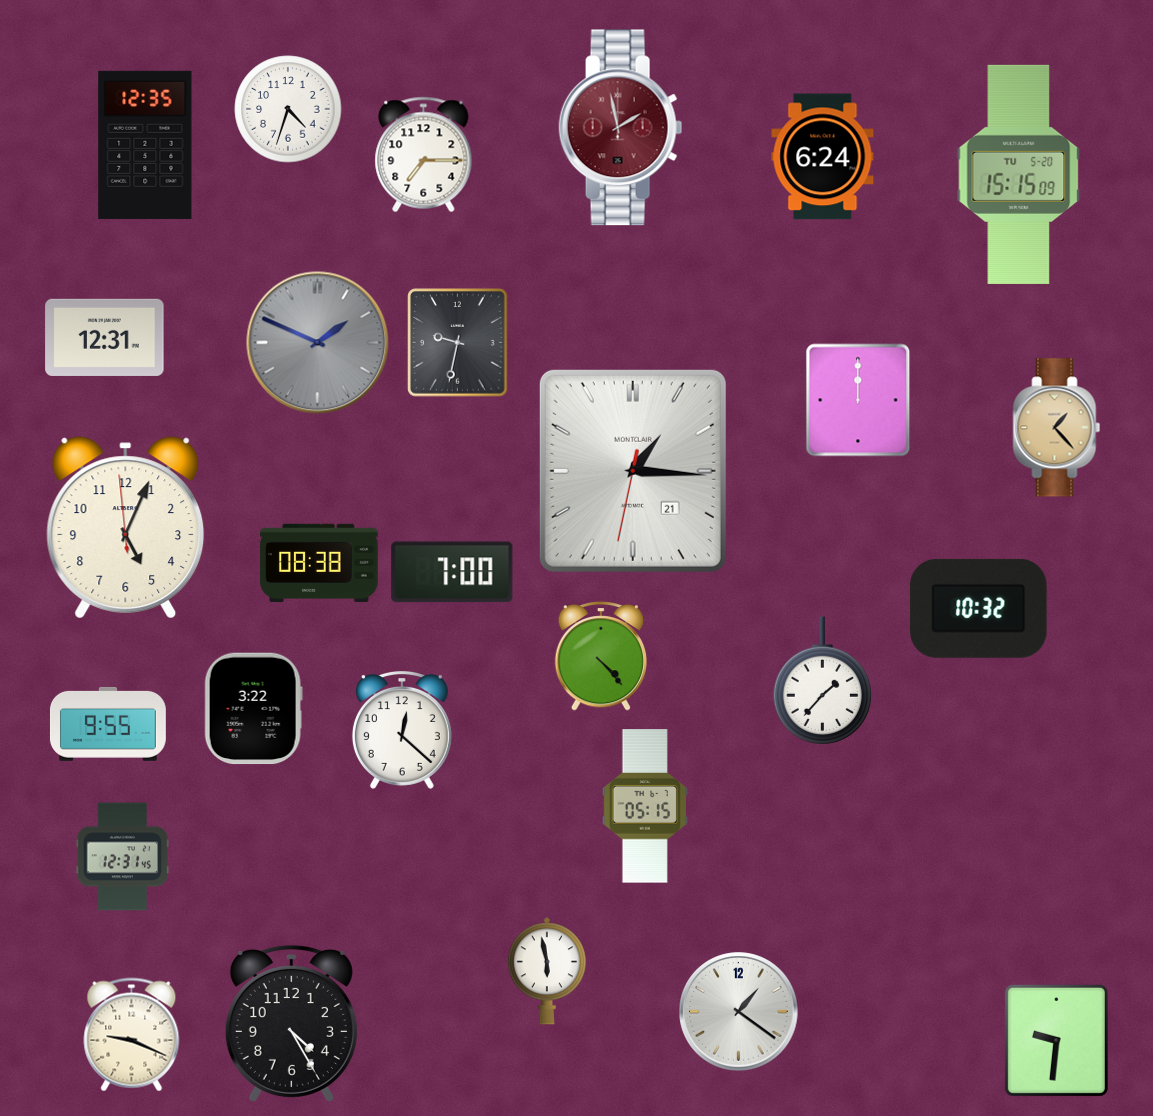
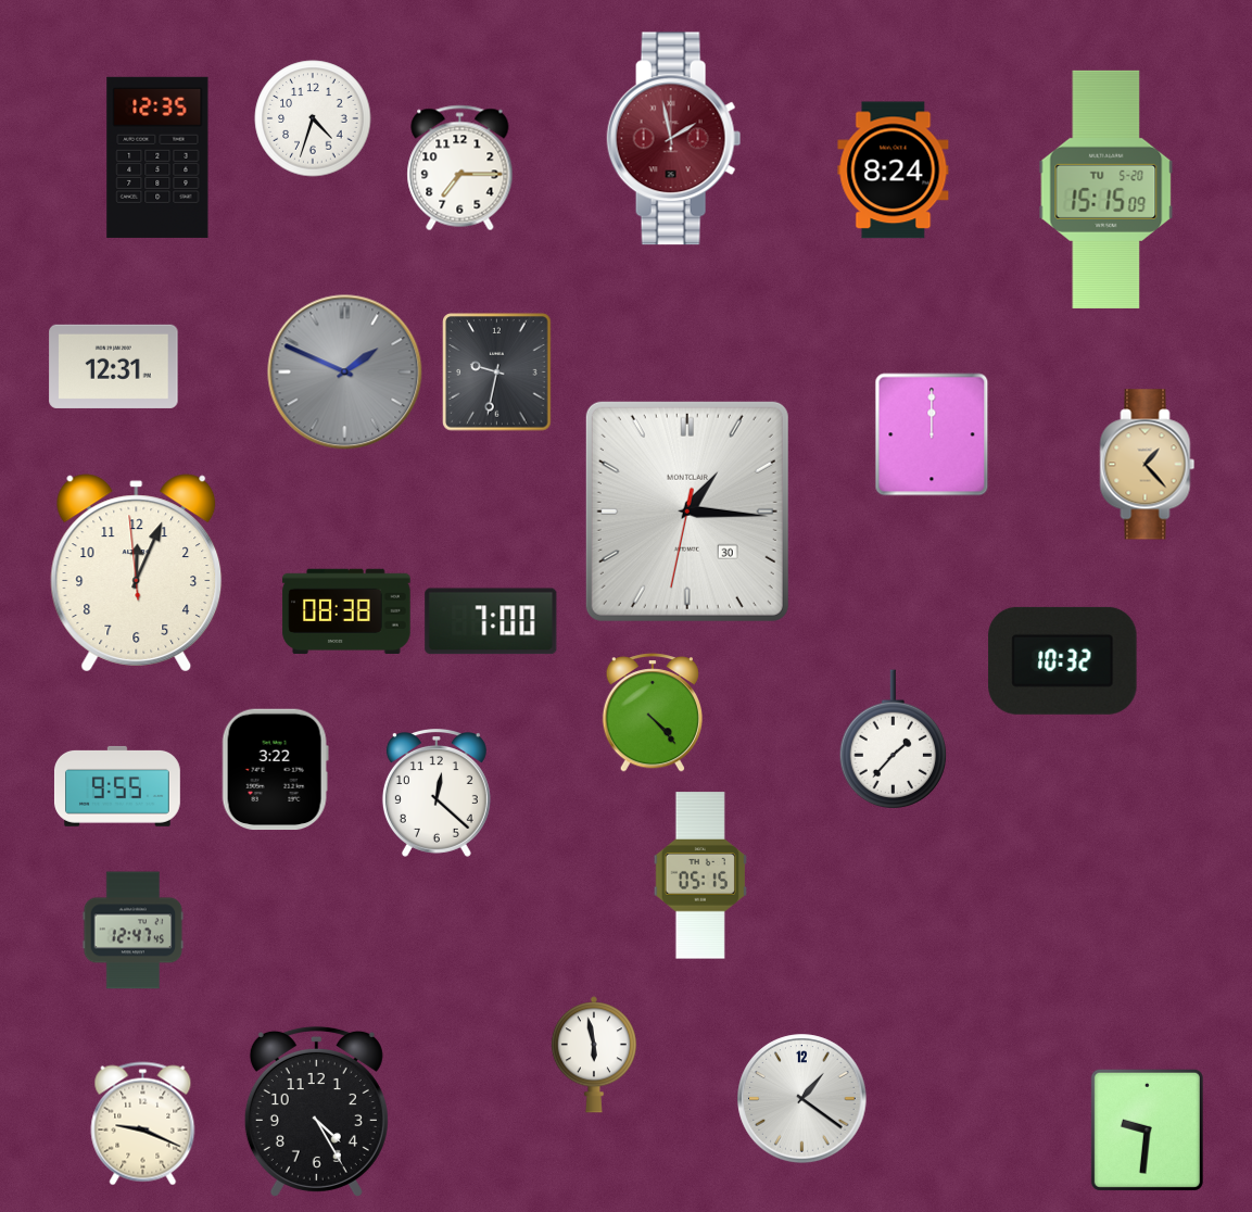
clock at (823, 157): 6:24 -> 8:24
clock at (633, 471) date: 21 -> 30
clock at (126, 528): 5:03 -> 12:03
clock at (123, 857): 12:31 -> 12:47
